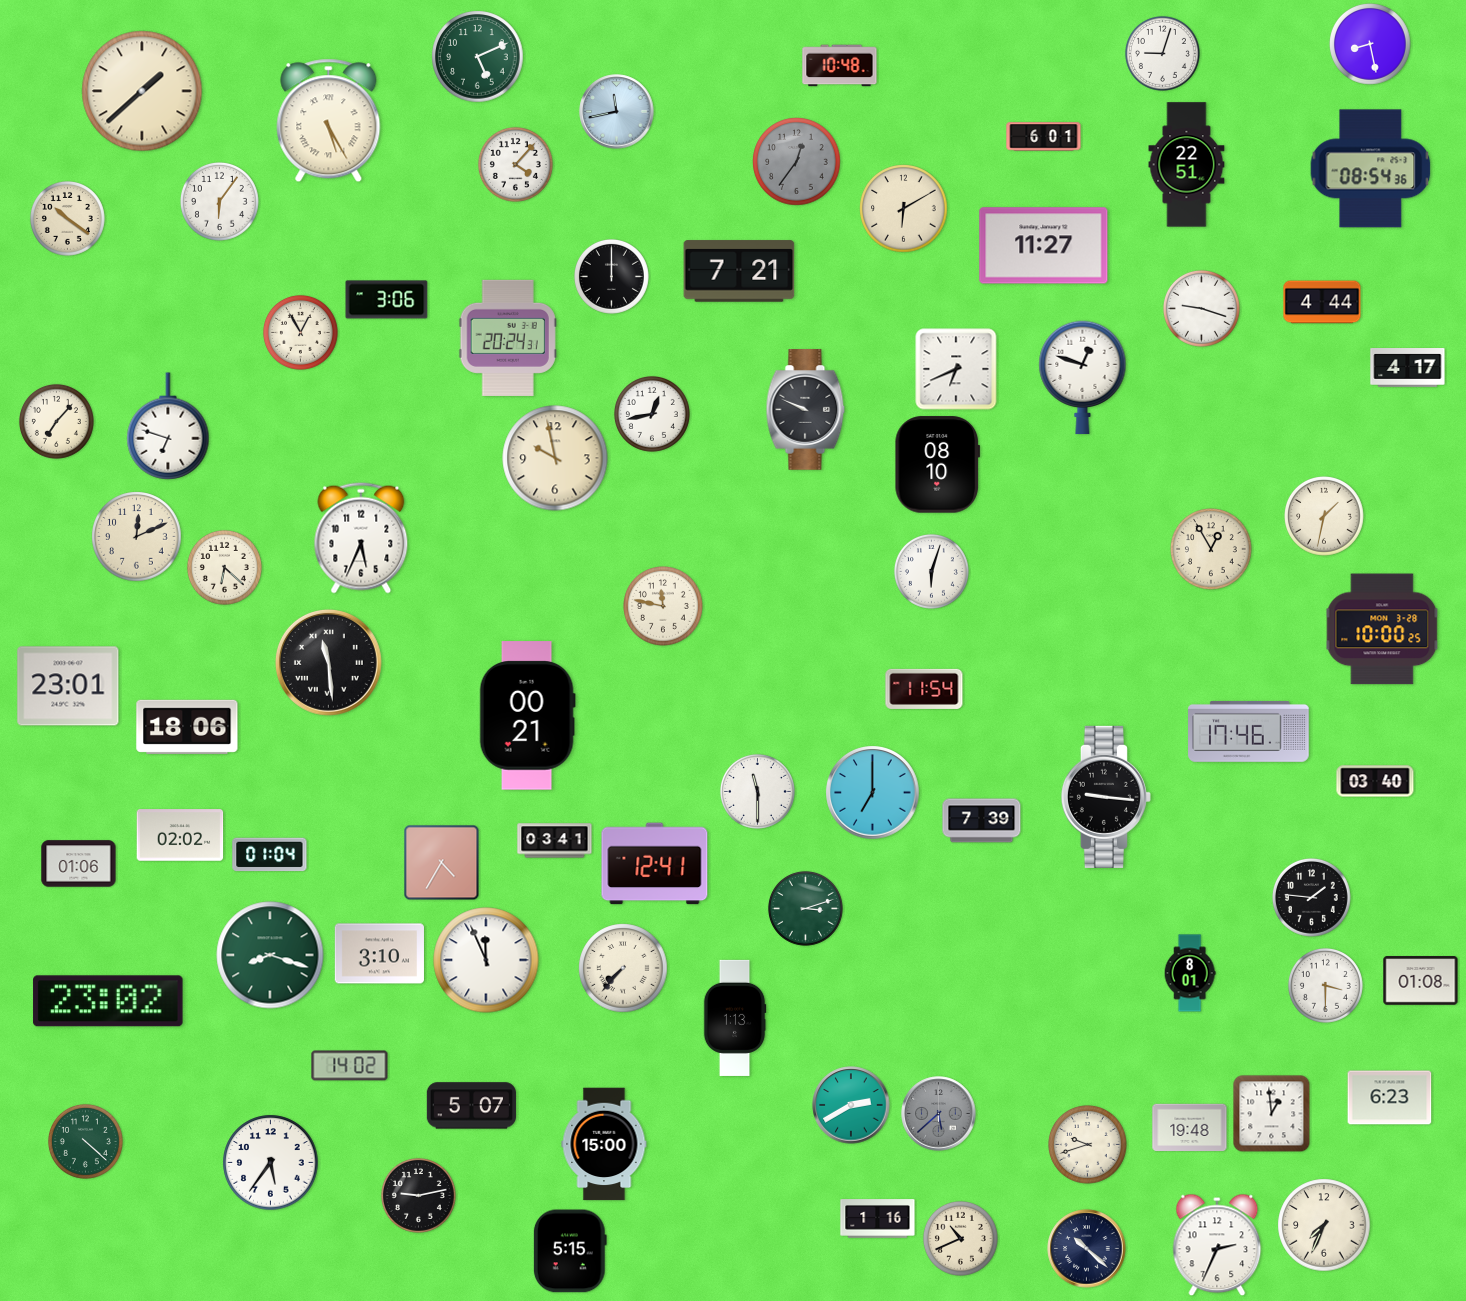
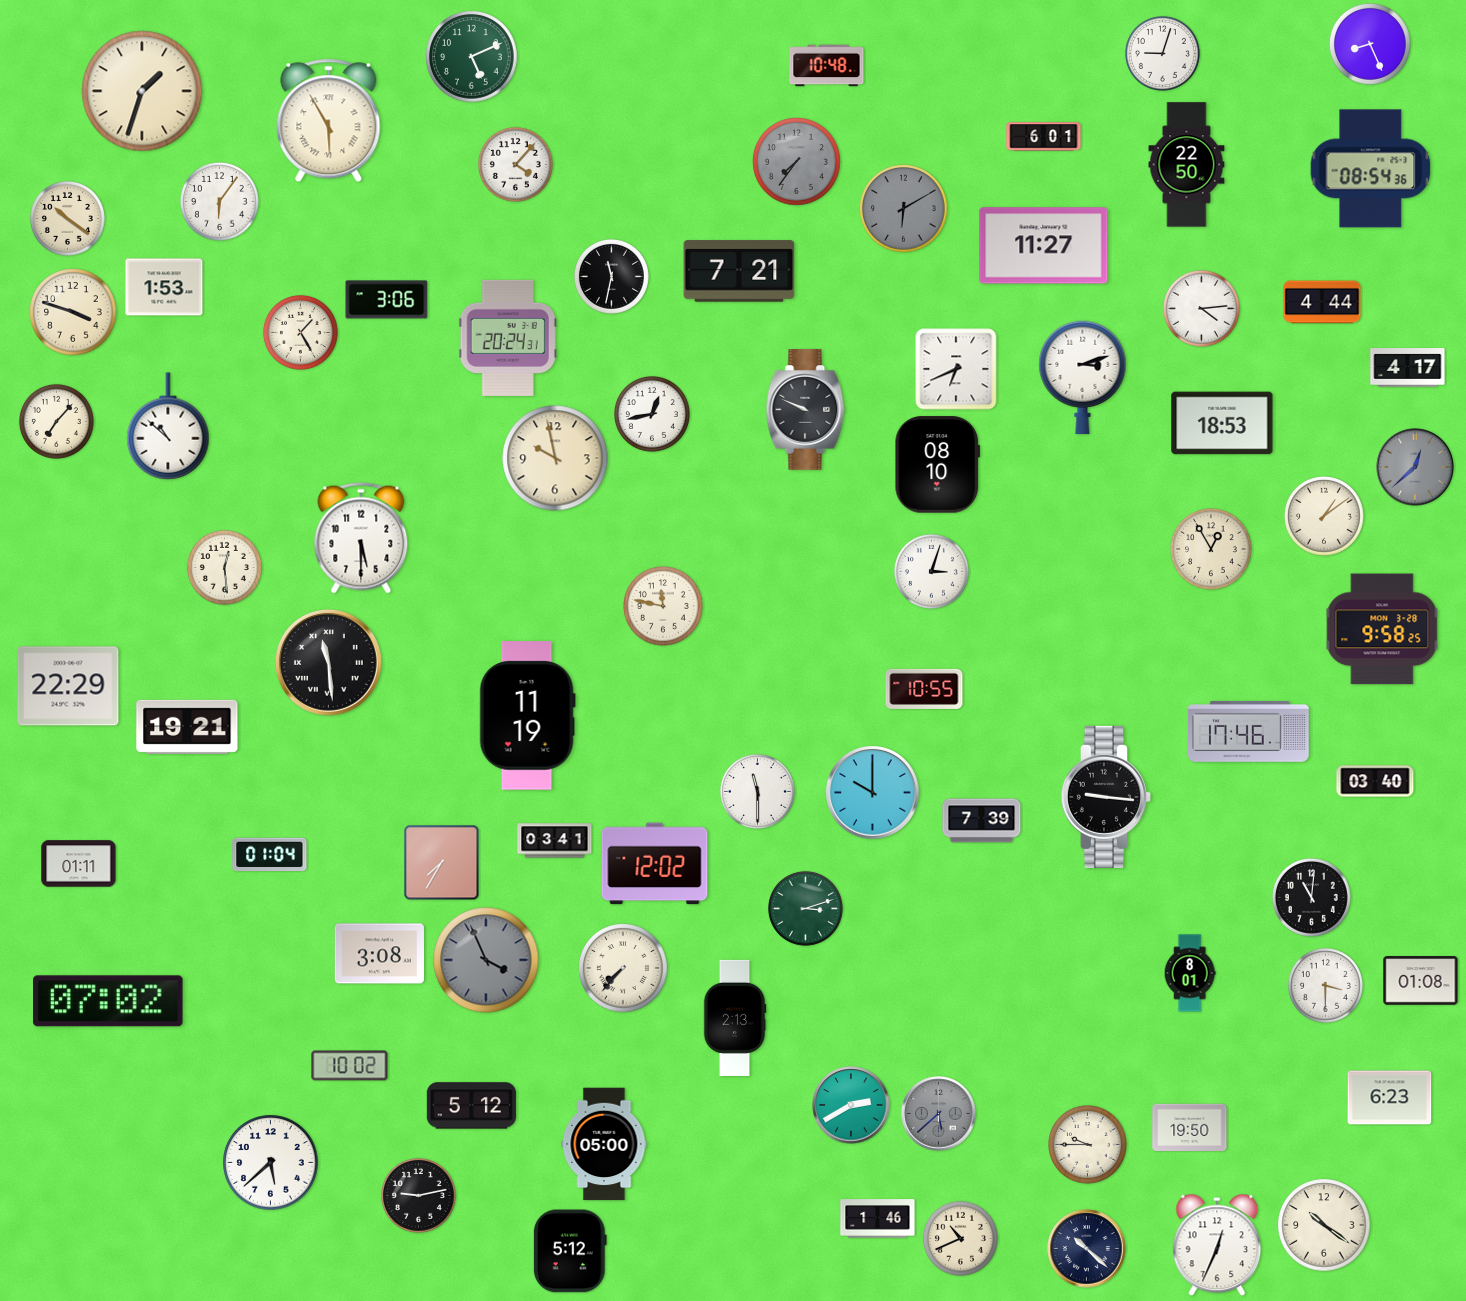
clock at (1371, 45): 8:28 -> 8:26
clock at (478, 57) position: (478, 57) -> (472, 57)
clock at (840, 66) position: (840, 66) -> (827, 66)
clock at (142, 91): 1:38 -> 1:33
clock at (617, 112): 11:43 -> none
clock at (329, 121): 5:25 -> 5:55
clock at (797, 162): 12:36 -> 7:36
clock at (1187, 165): 22:51 -> 22:50
clock at (904, 209) dial: cream -> grey
clock at (611, 276): 12:00 -> 11:32
clock at (164, 287): none -> 1:53
clock at (1201, 308): 9:18 -> 4:14
clock at (73, 312): none -> 3:48
clock at (300, 332): 12:55 -> 1:25
clock at (1083, 378): 12:48 -> 3:12
clock at (1222, 423): none -> 18:53
clock at (168, 426): 6:48 -> 10:52
clock at (1415, 467): none -> 12:38
clock at (1325, 517): 1:32 -> 1:09
clock at (137, 537): 12:11 -> none
clock at (361, 538): 5:34 -> 5:30
clock at (224, 567): 6:22 -> 12:29
clock at (931, 571): 6:03 -> 3:03
clock at (1382, 629): 10:00 -> 9:58
clock at (68, 686): 23:01 -> 22:29
clock at (924, 689): 11:54 -> 10:55
clock at (527, 716): 00:21 -> 11:19
clock at (187, 727): 18:06 -> 19:21
clock at (873, 793): 7:00 -> 10:00
clock at (180, 835): 02:02 -> none
clock at (442, 863): 4:35 -> 7:35
clock at (79, 864): 01:06 -> 01:11
clock at (655, 864): 12:41 -> 12:02
clock at (1312, 898): 1:46 -> 11:01
clock at (379, 954): 3:10 -> 3:08
clock at (270, 955): 8:18 -> none
clock at (486, 960): 11:56 -> 3:56
clock at (486, 960) dial: white -> grey
clock at (108, 1001): 23:02 -> 07:02
clock at (735, 1018): 1:13 -> 2:13
clock at (350, 1066): 14:02 -> 10:02
clock at (471, 1106): 5:07 -> 5:12
clock at (1272, 1114): 12:59 -> none
clock at (1190, 1128): 19:48 -> 19:50
clock at (85, 1141): 4:22 -> none
clock at (604, 1144): 15:00 -> 05:00
clock at (1088, 1145): 9:42 -> 9:45
clock at (271, 1163): 5:36 -> 5:38
clock at (878, 1219): 1:16 -> 1:46
clock at (1324, 1225): 7:34 -> 10:21
clock at (1217, 1245): 2:34 -> 12:34
clock at (570, 1251): 5:15 -> 5:12
